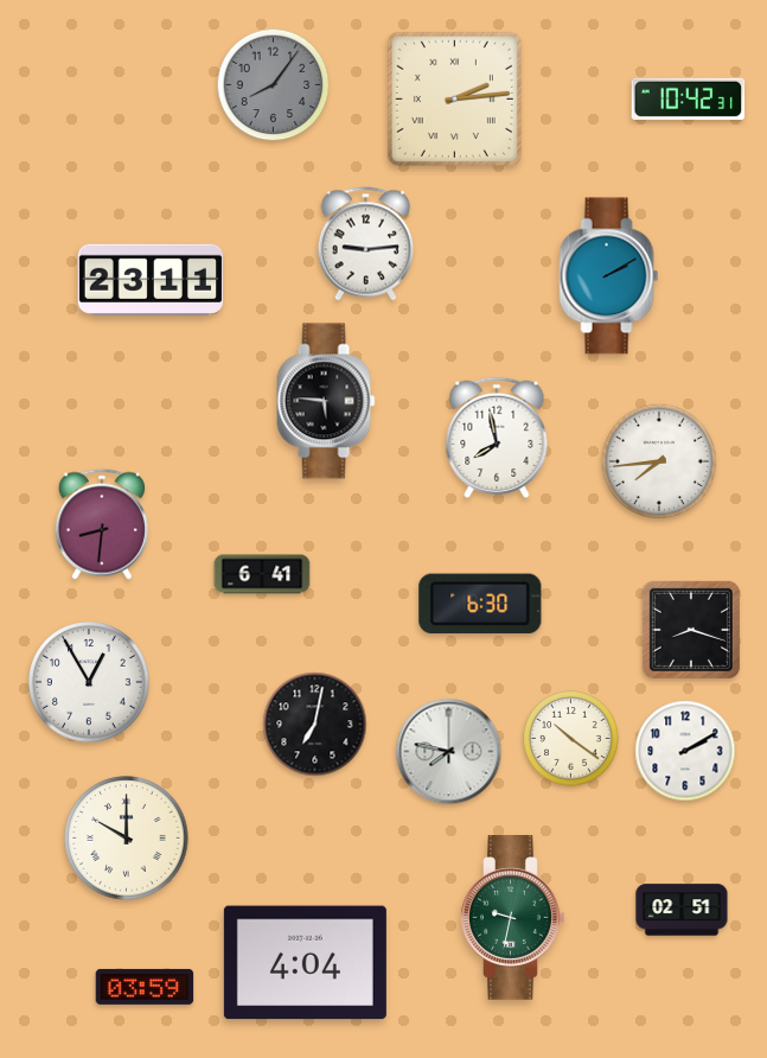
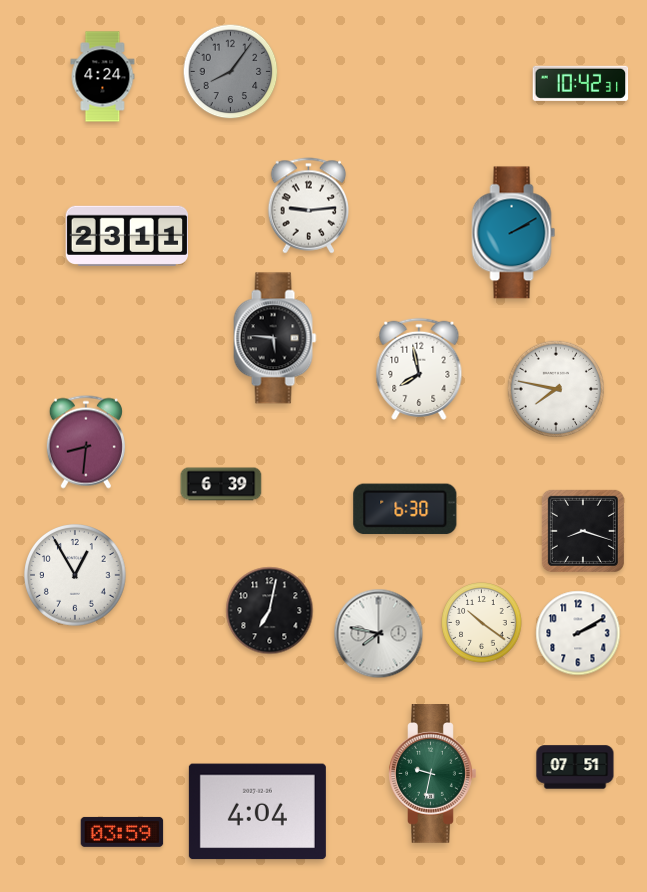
clock at (103, 77): none -> 4:24
clock at (454, 98): 2:14 -> none
clock at (658, 460): 7:44 -> 7:47
clock at (262, 574): 6:41 -> 6:39
clock at (315, 725) position: (315, 725) -> (270, 611)
clock at (127, 839): 10:00 -> none
clock at (682, 910): 02:51 -> 07:51
